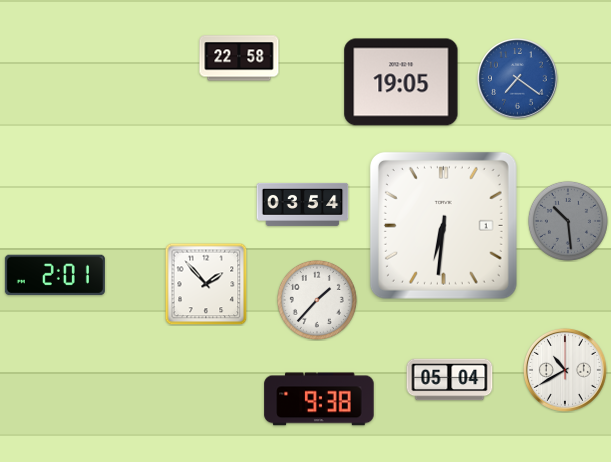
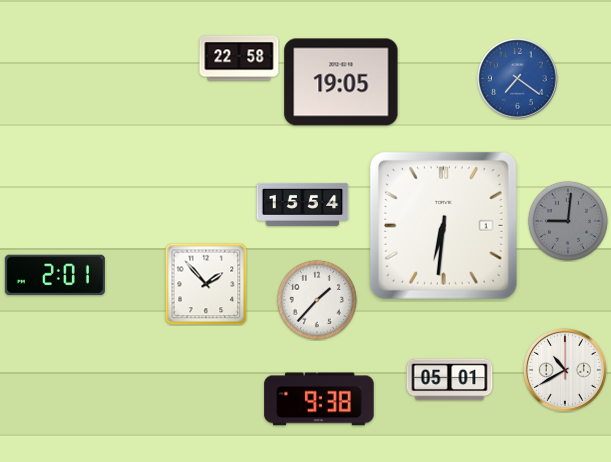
clock at (401, 82) position: (401, 82) -> (341, 82)
clock at (303, 204): 03:54 -> 15:54
clock at (568, 221): 10:29 -> 9:01
clock at (450, 380): 05:04 -> 05:01
